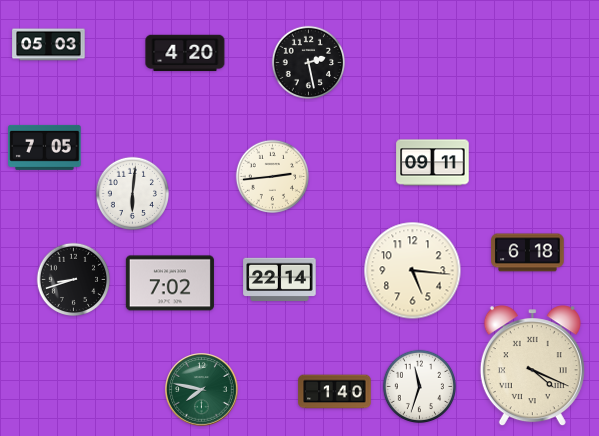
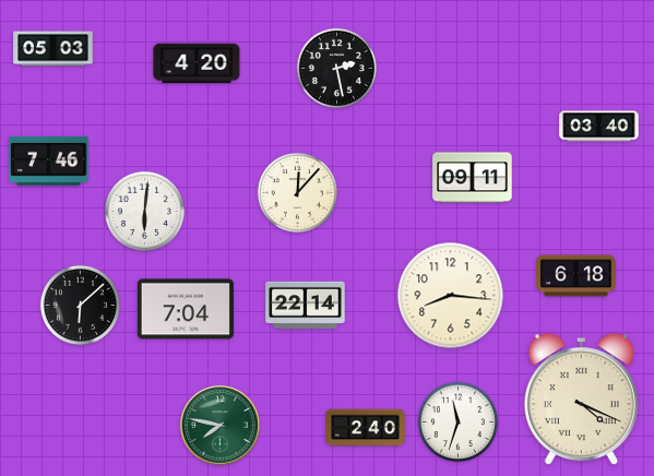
clock at (185, 53) position: (185, 53) -> (197, 63)
clock at (599, 127): none -> 03:40
clock at (45, 147): 7:05 -> 7:46
clock at (272, 176): 2:44 -> 12:07
clock at (413, 271): 5:16 -> 8:16
clock at (73, 279): 8:42 -> 6:08
clock at (170, 283): 7:02 -> 7:04
clock at (335, 392): 1:40 -> 2:40
